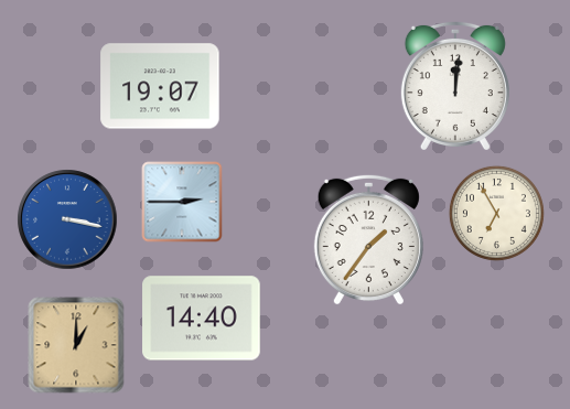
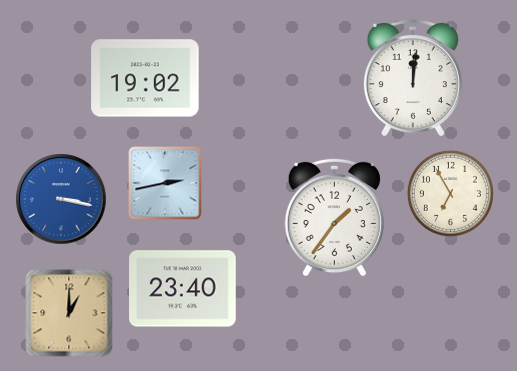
clock at (160, 86): 19:07 -> 19:02
clock at (182, 202): 2:45 -> 2:43
clock at (202, 319): 14:40 -> 23:40
